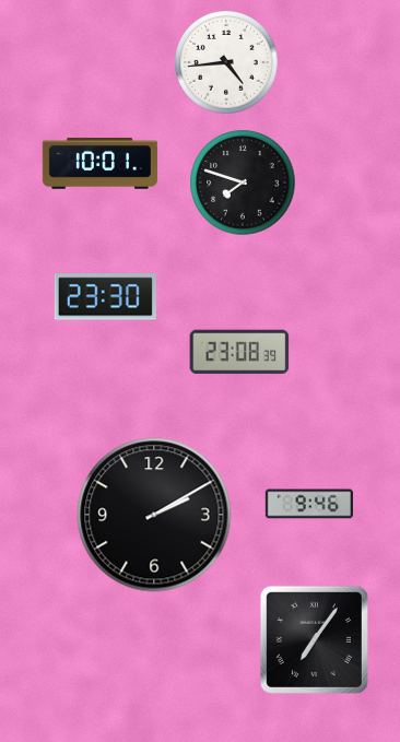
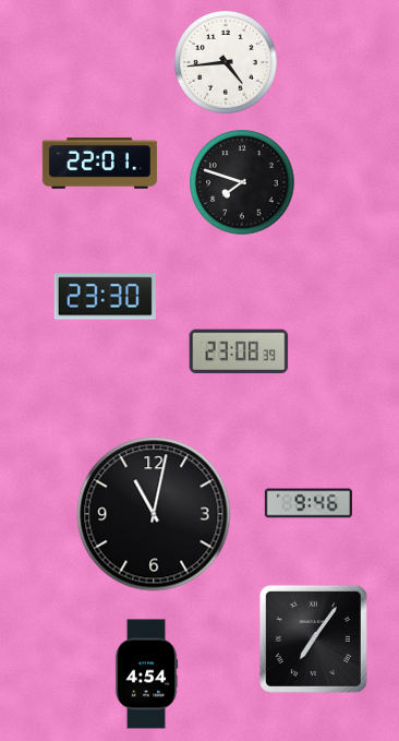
clock at (99, 164): 10:01 -> 22:01
clock at (154, 515): 2:10 -> 11:02
clock at (146, 674): none -> 4:54
